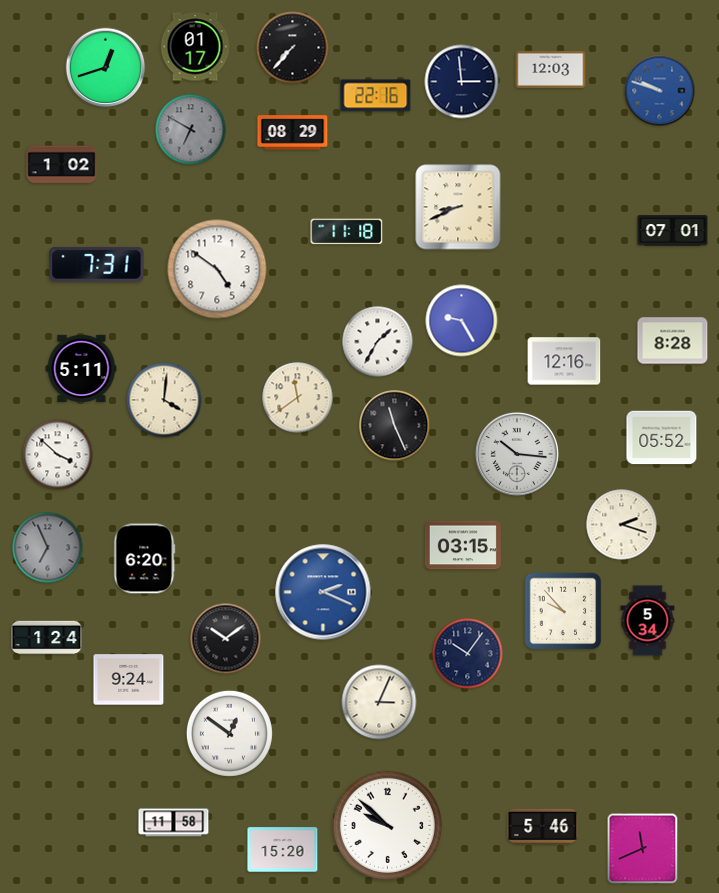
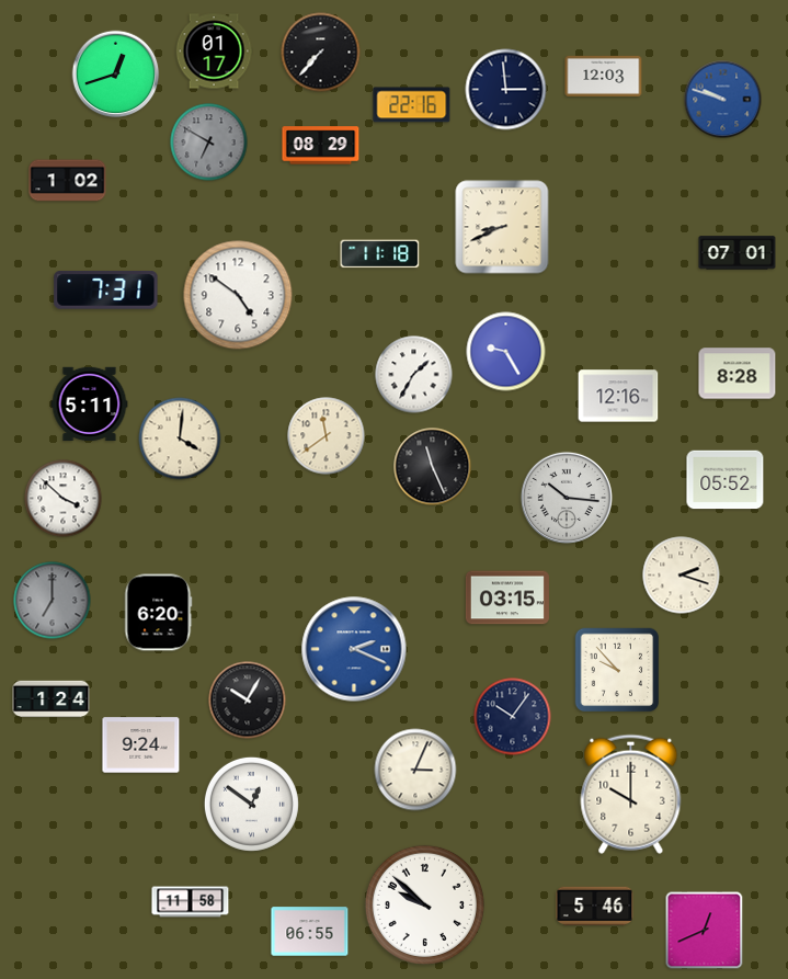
clock at (48, 548): 6:56 -> 7:00
clock at (648, 621): 5:34 -> none
clock at (226, 639): 10:09 -> 10:05
clock at (631, 794): none -> 10:00
clock at (643, 849): 11:41 -> 12:41
clock at (283, 850): 15:20 -> 06:55
